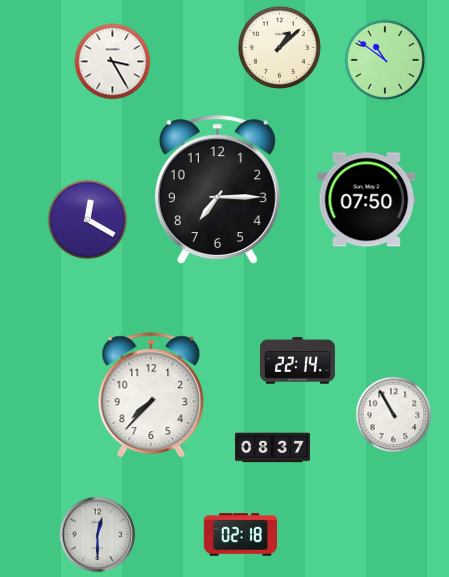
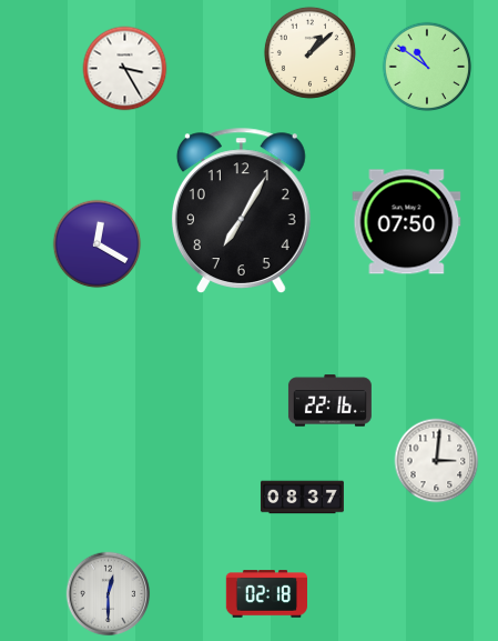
clock at (217, 189): 7:15 -> 7:05
clock at (297, 361): 22:14 -> 22:16
clock at (151, 396): 7:37 -> none
clock at (394, 415): 10:55 -> 3:01
